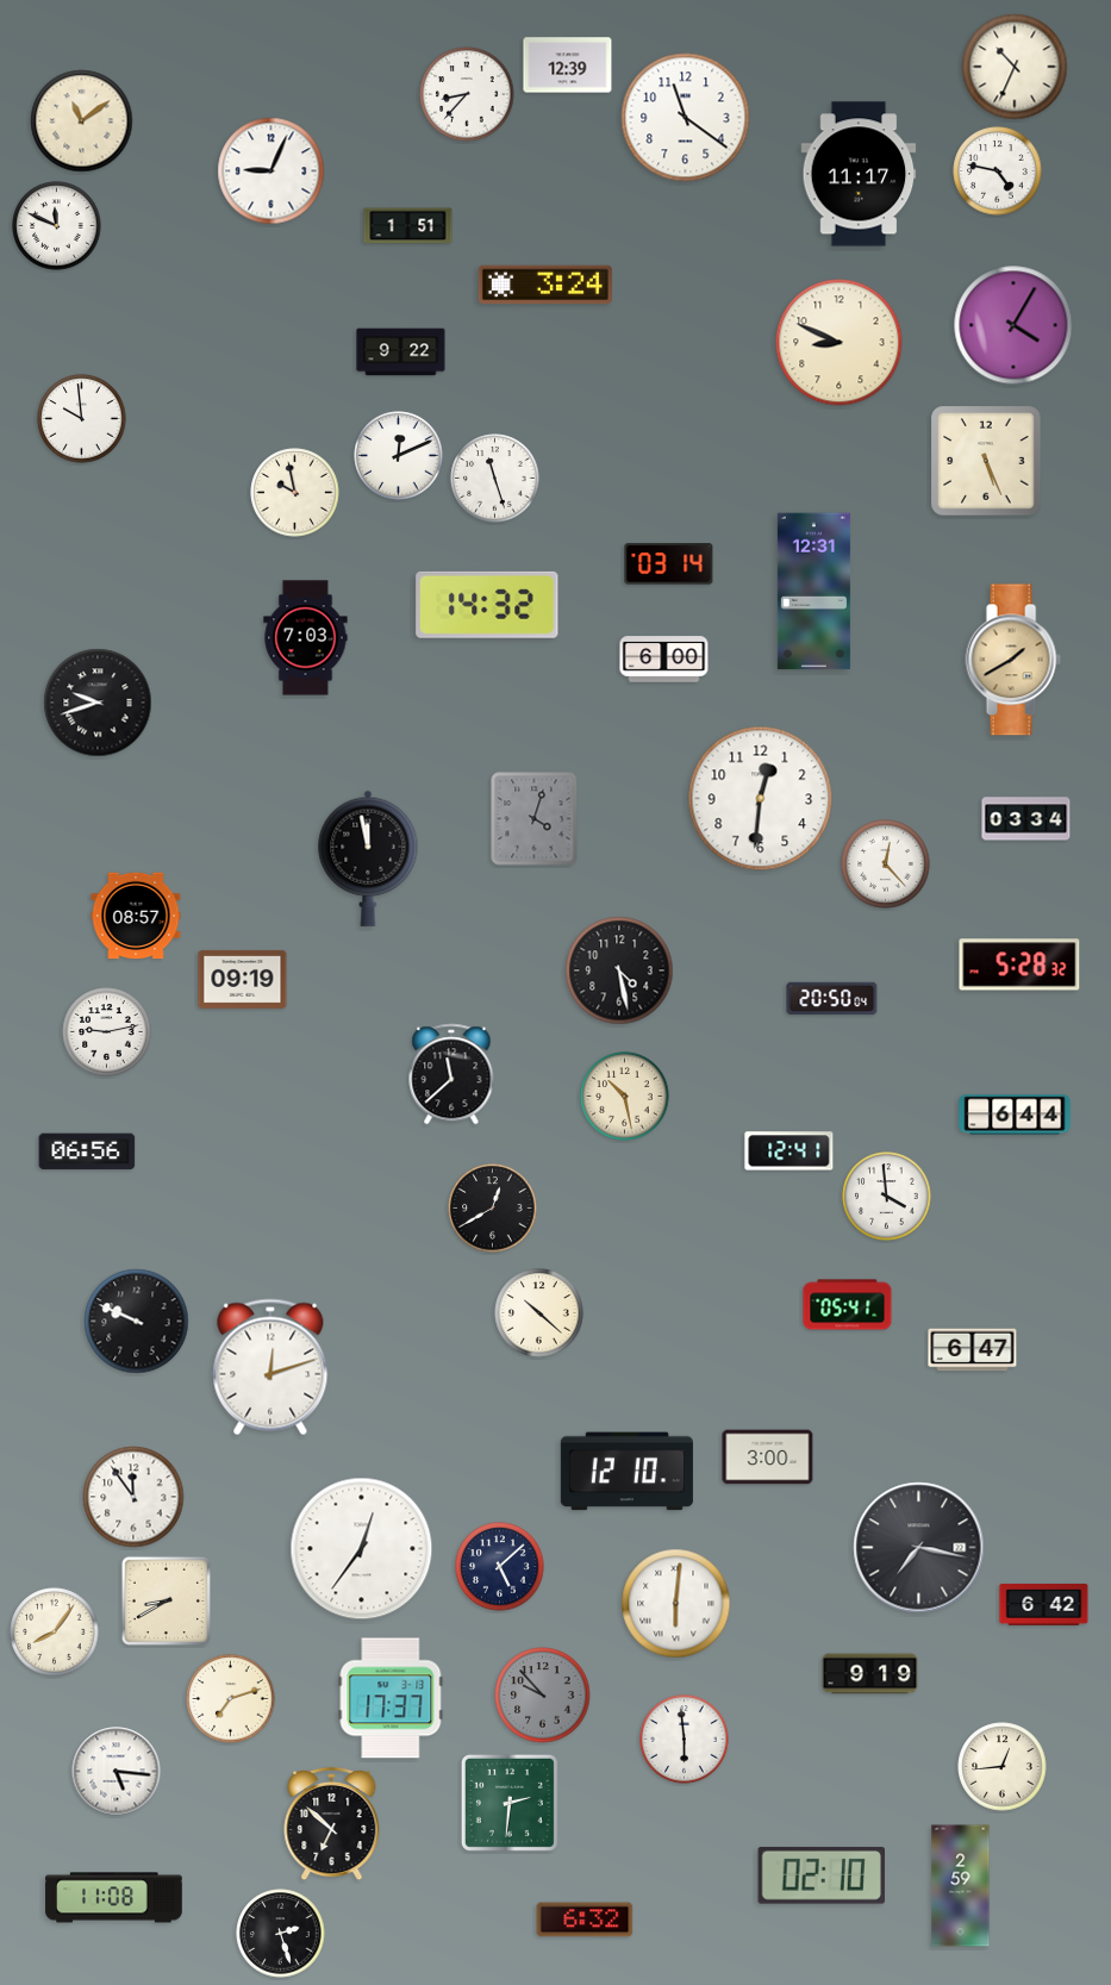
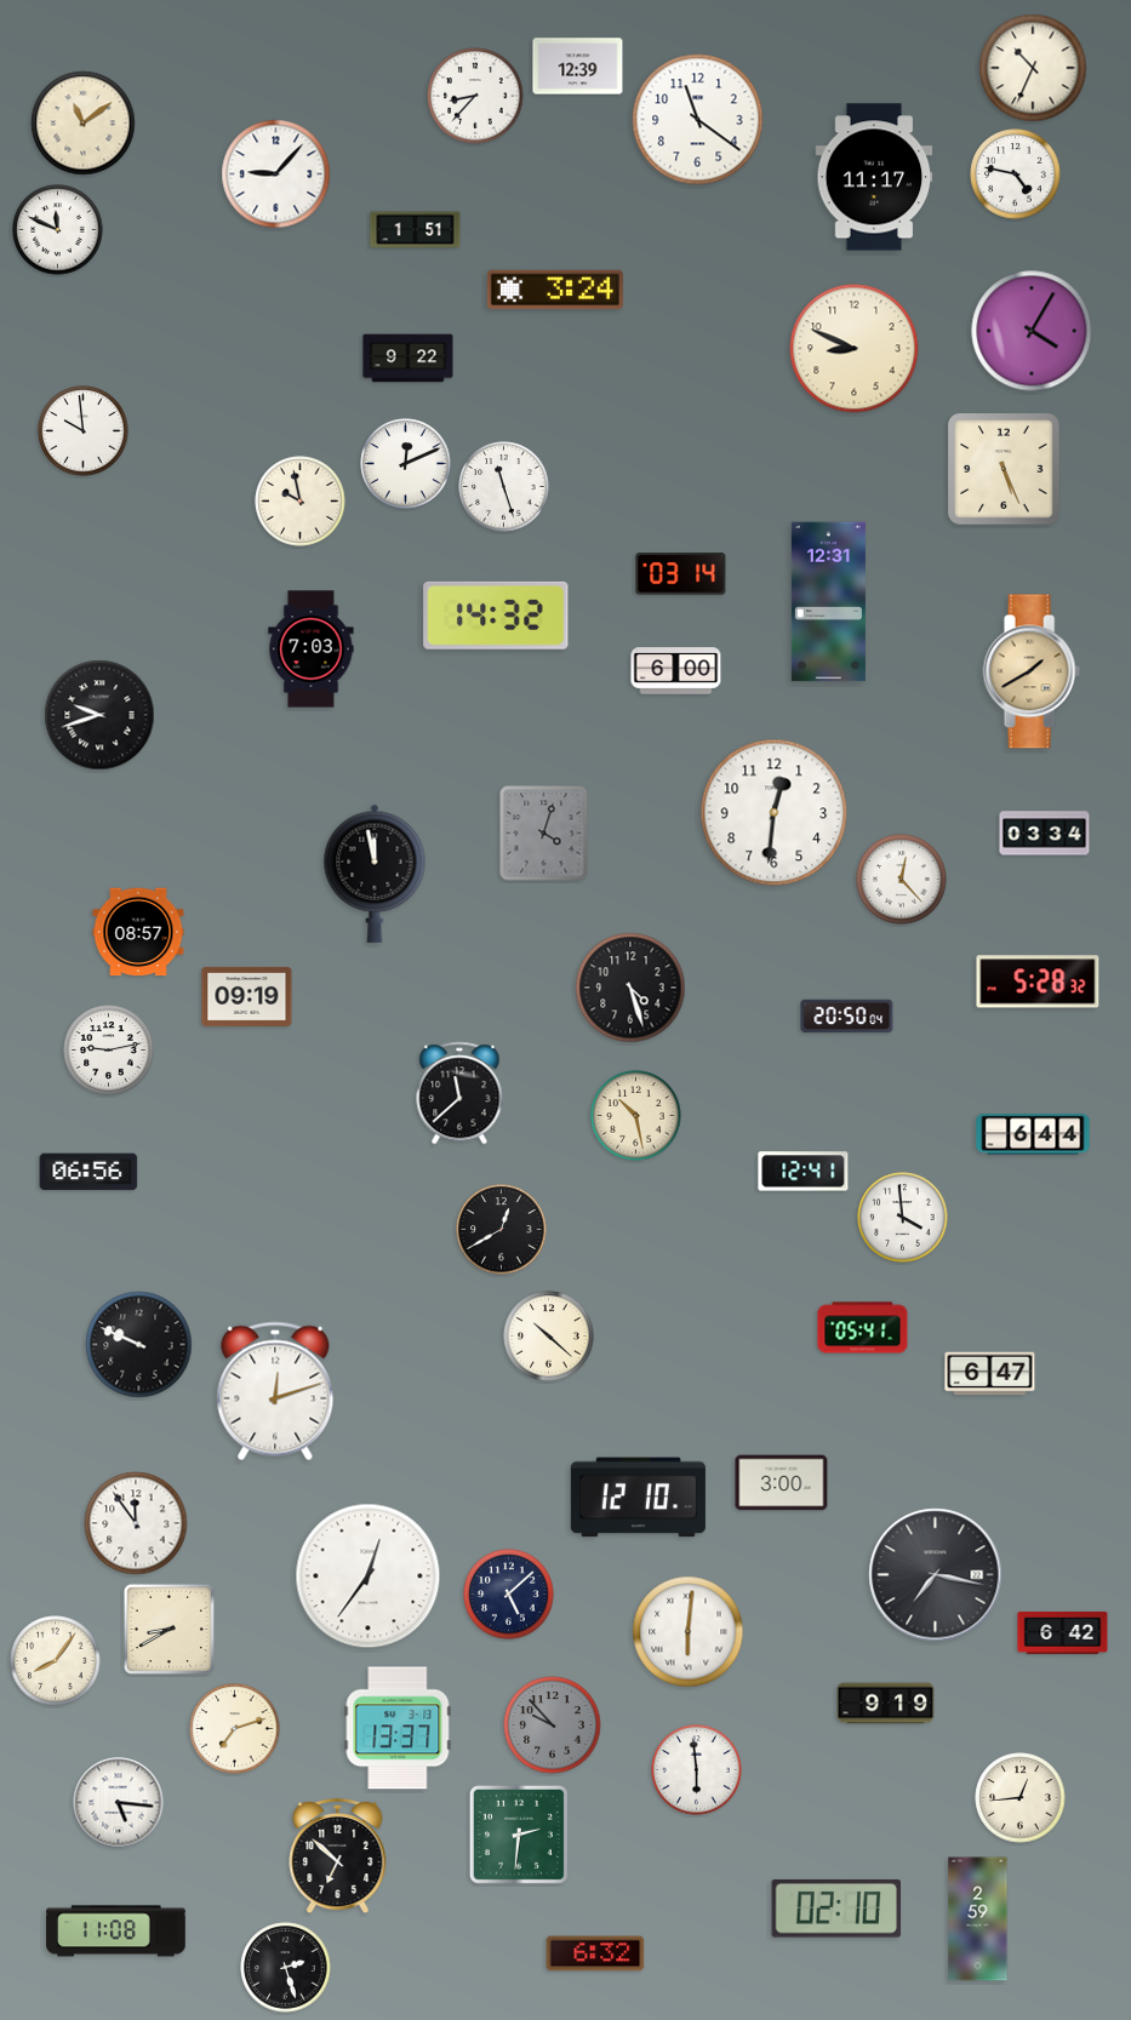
clock at (271, 171): 9:04 -> 9:07
clock at (82, 419) position: (82, 419) -> (84, 431)
clock at (619, 970): 4:28 -> 4:27
clock at (391, 1698): 17:37 -> 13:37
